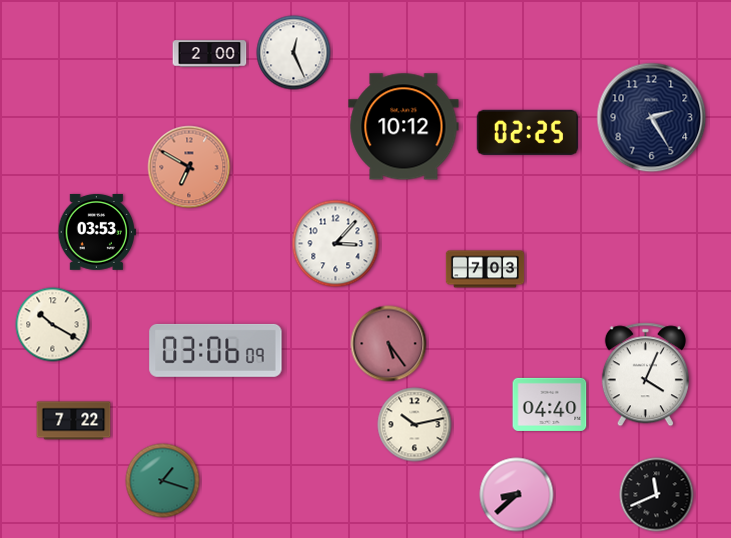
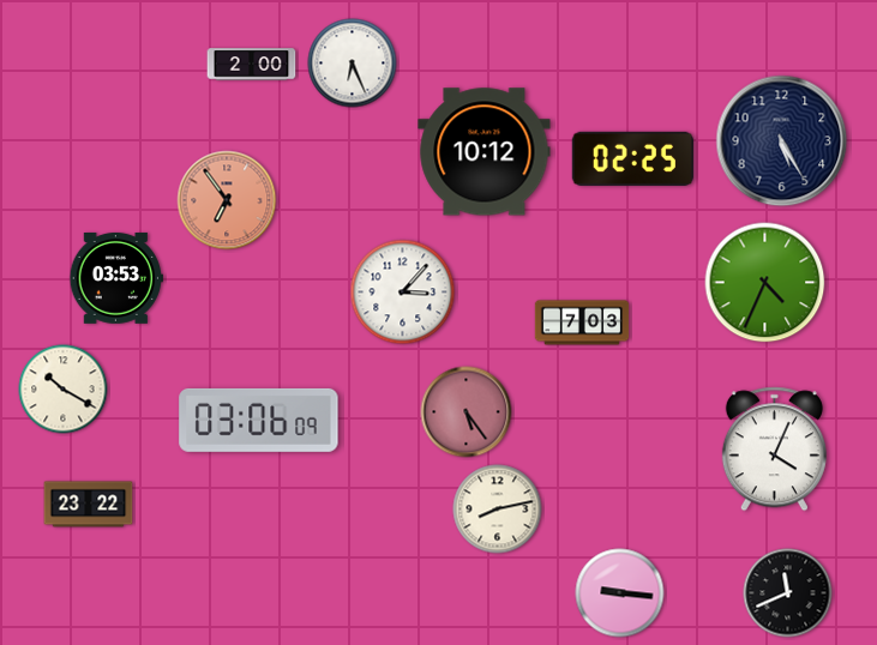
clock at (294, 53): 12:26 -> 6:26
clock at (652, 118): 2:25 -> 5:25
clock at (189, 167): 6:50 -> 6:54
clock at (765, 283): none -> 4:34
clock at (550, 404): 04:40 -> none
clock at (74, 421): 7:22 -> 23:22
clock at (415, 425): 10:13 -> 8:13
clock at (163, 481): 1:18 -> none
clock at (517, 495): 8:38 -> 9:16
